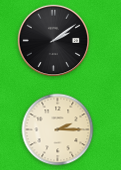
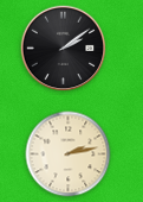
clock at (58, 130): 2:15 -> 2:13
